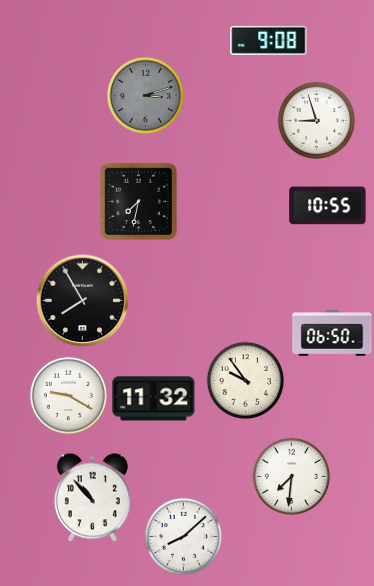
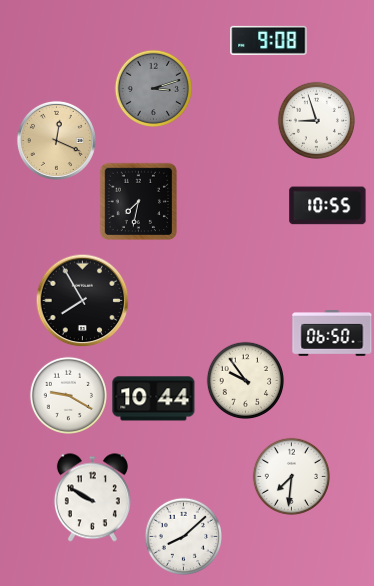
clock at (145, 95) position: (145, 95) -> (153, 88)
clock at (56, 140): none -> 12:19
clock at (154, 399): 11:32 -> 10:44
clock at (92, 498): 10:53 -> 9:50
